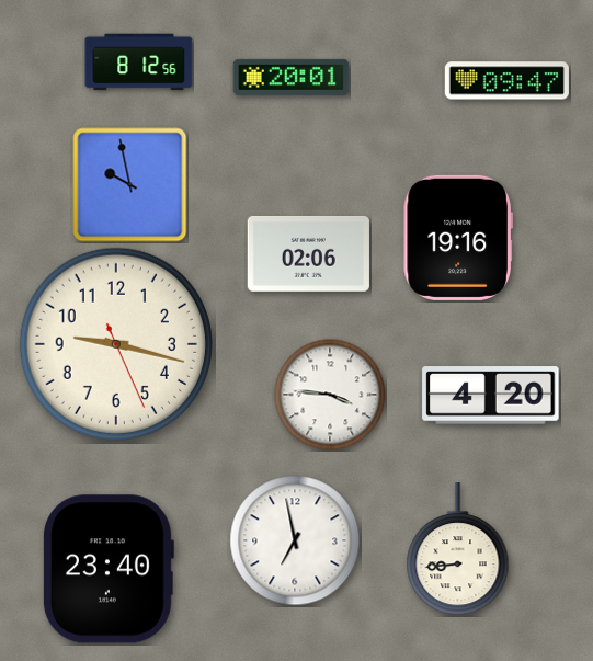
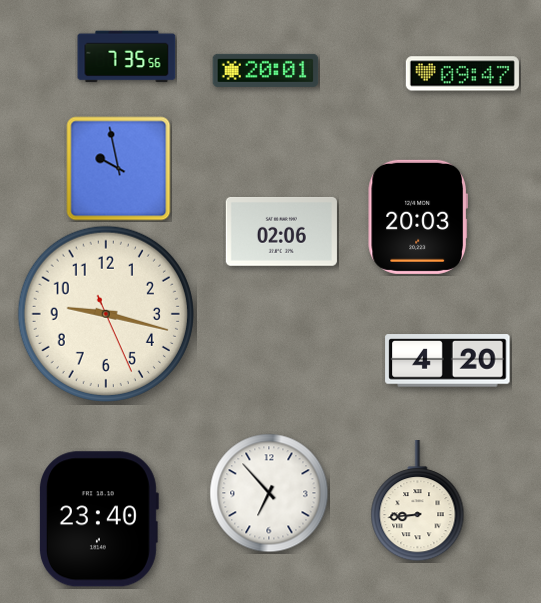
clock at (139, 62): 8:12 -> 7:35
clock at (457, 238): 19:16 -> 20:03
clock at (330, 395): 3:46 -> none
clock at (295, 540): 6:58 -> 6:53
